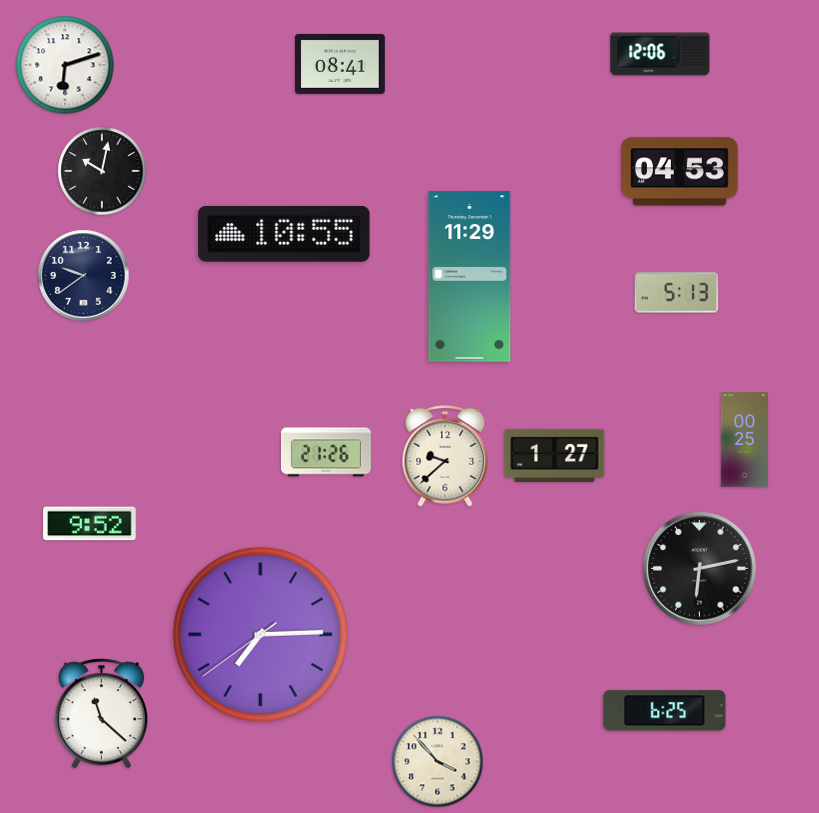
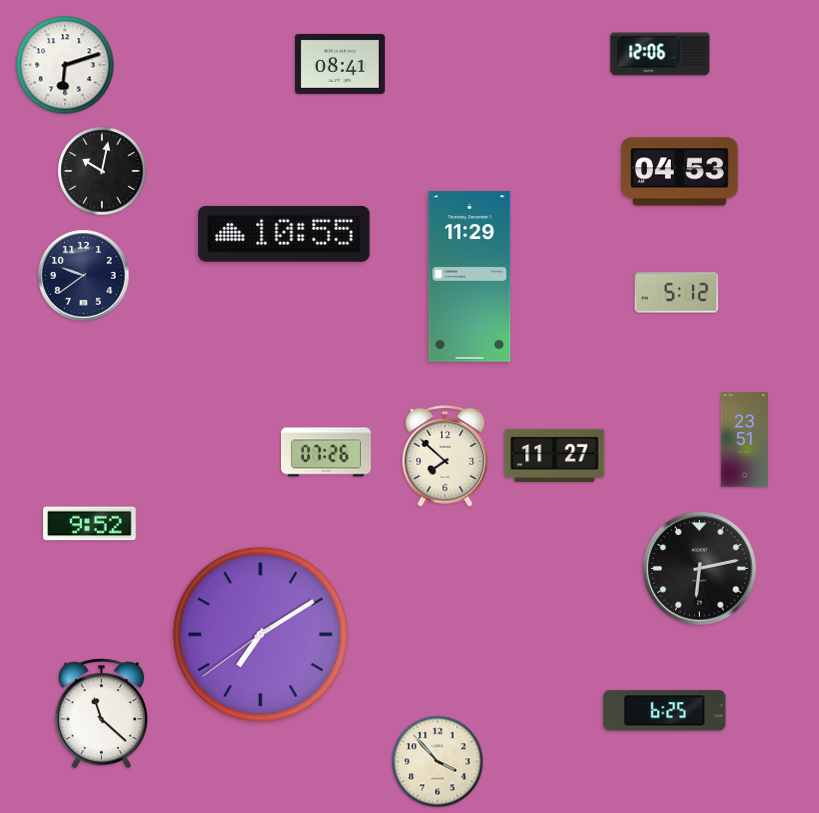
clock at (677, 293): 5:13 -> 5:12
clock at (745, 440): 00:25 -> 23:51
clock at (326, 452): 21:26 -> 07:26
clock at (555, 455): 1:27 -> 11:27
clock at (445, 457): 9:38 -> 7:52
clock at (260, 634): 7:14 -> 7:09
